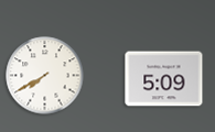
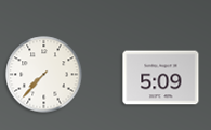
clock at (45, 76): 7:40 -> 7:37
